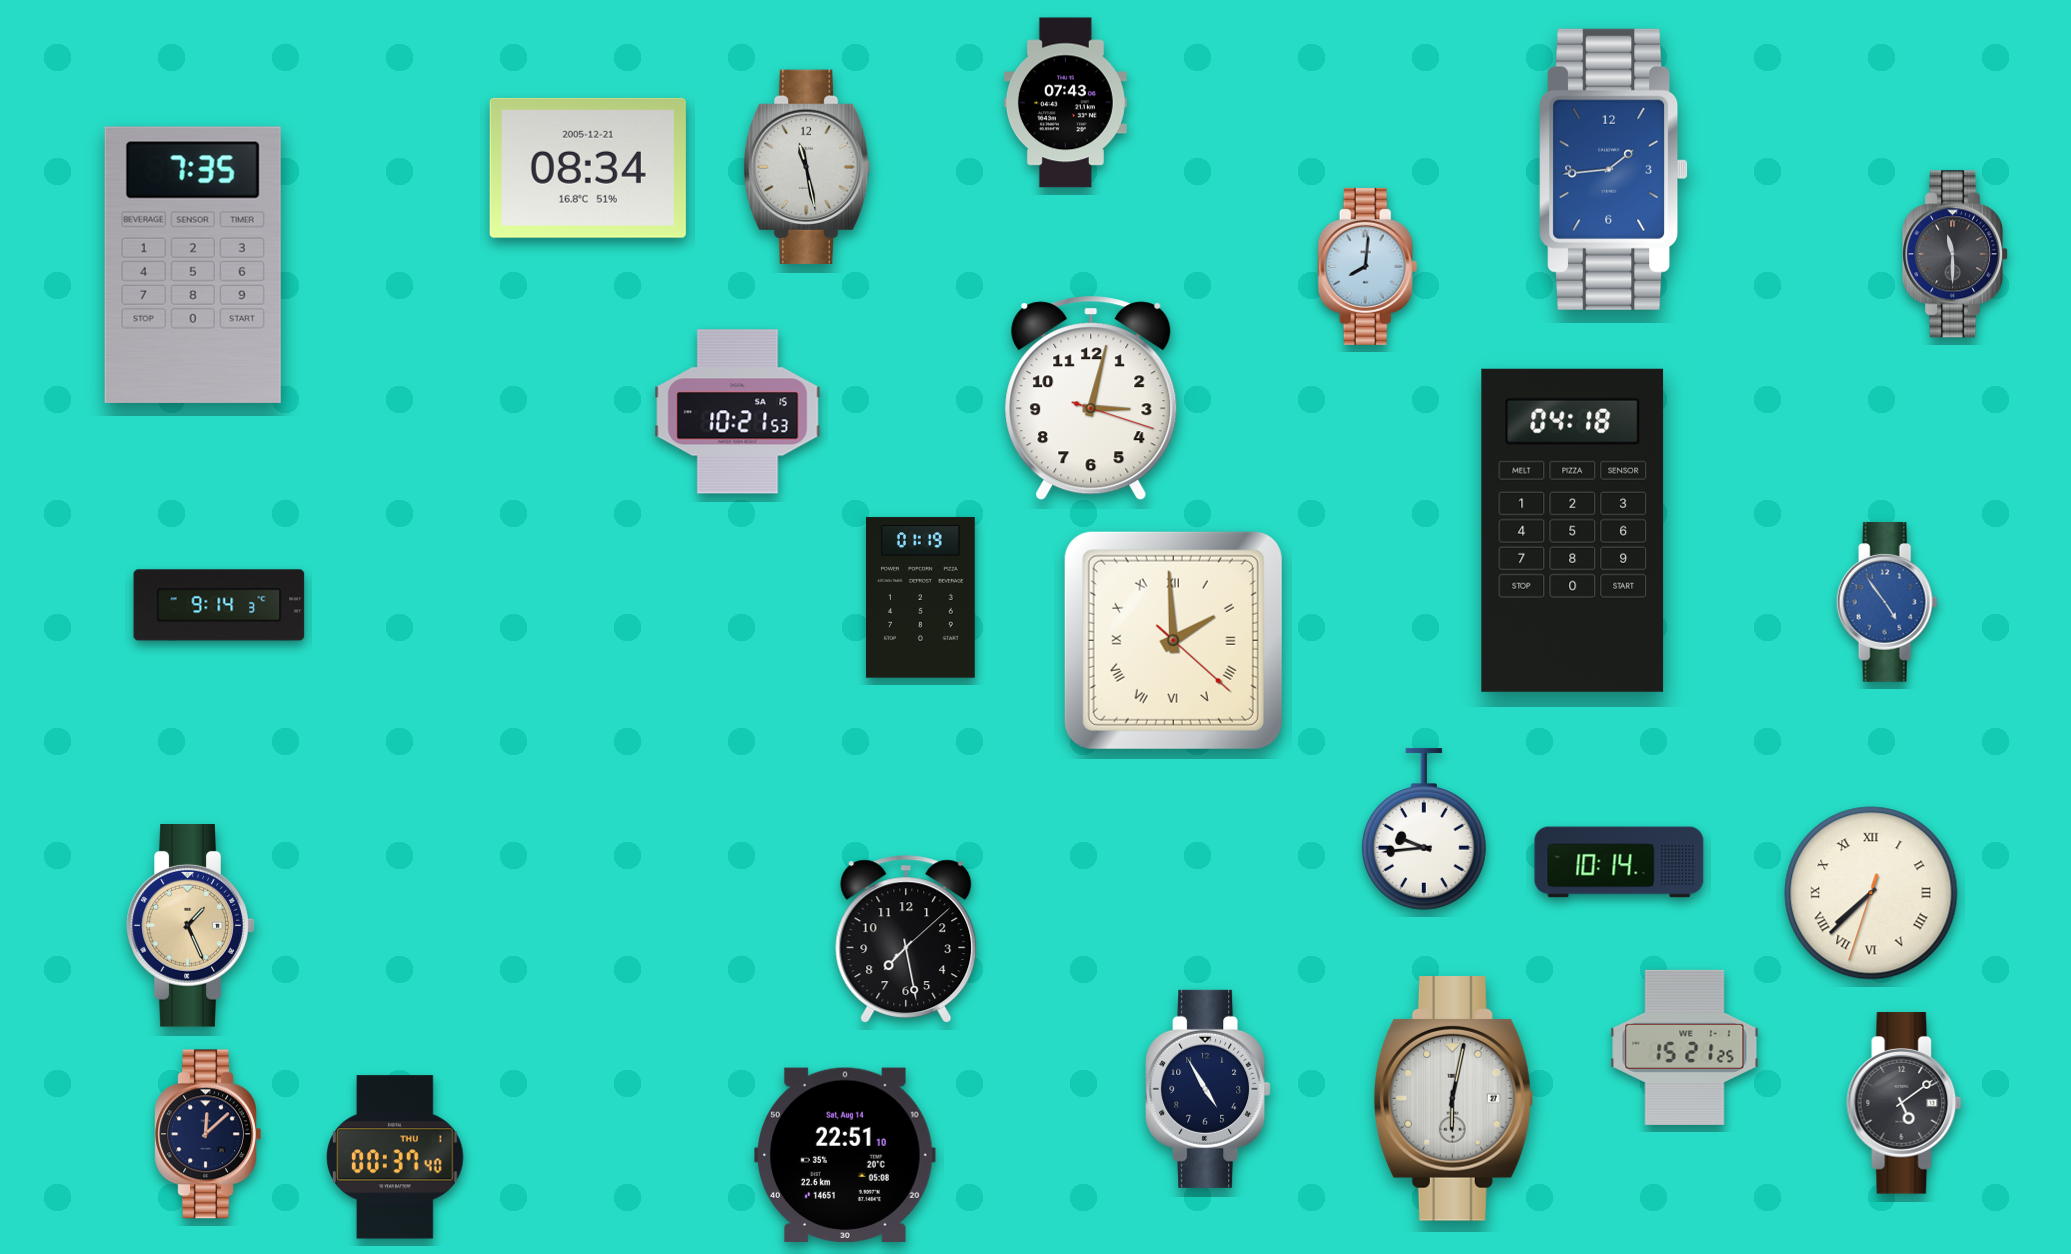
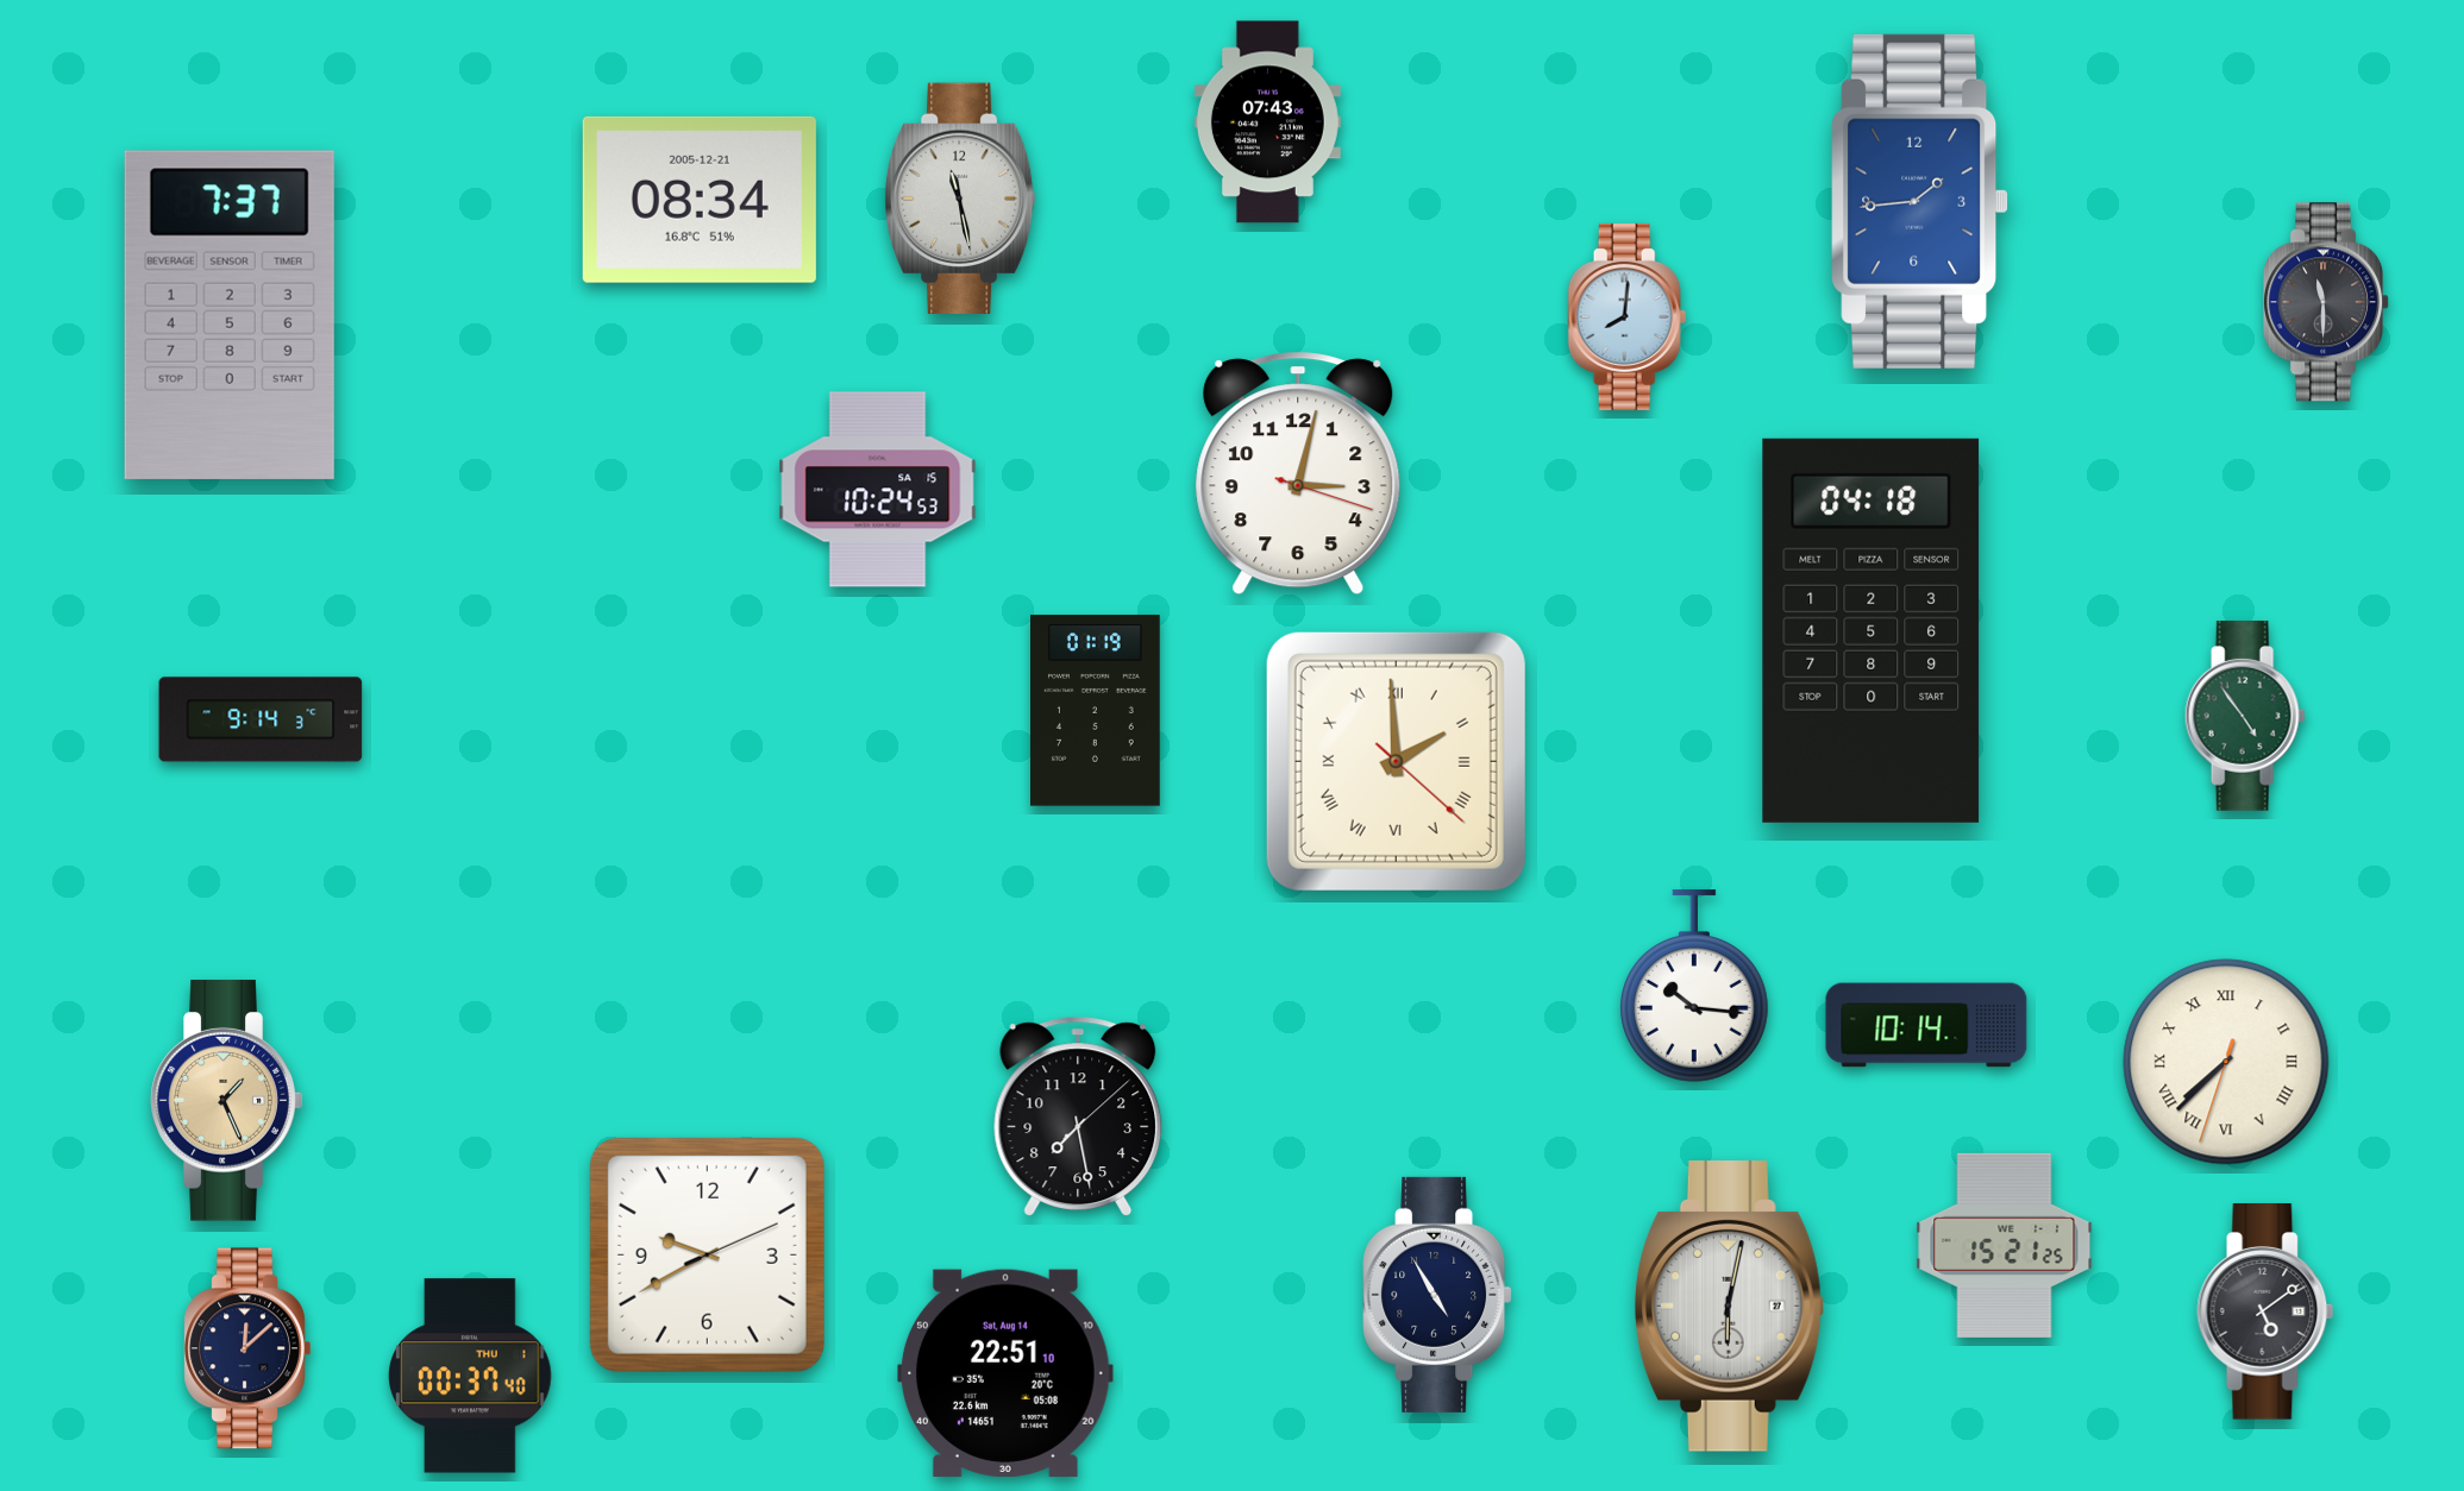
clock at (193, 265): 7:35 -> 7:37
clock at (738, 412): 10:21 -> 10:24
clock at (1887, 603) dial: blue -> green
clock at (1425, 829): 9:44 -> 10:16
clock at (707, 1254): none -> 9:40
